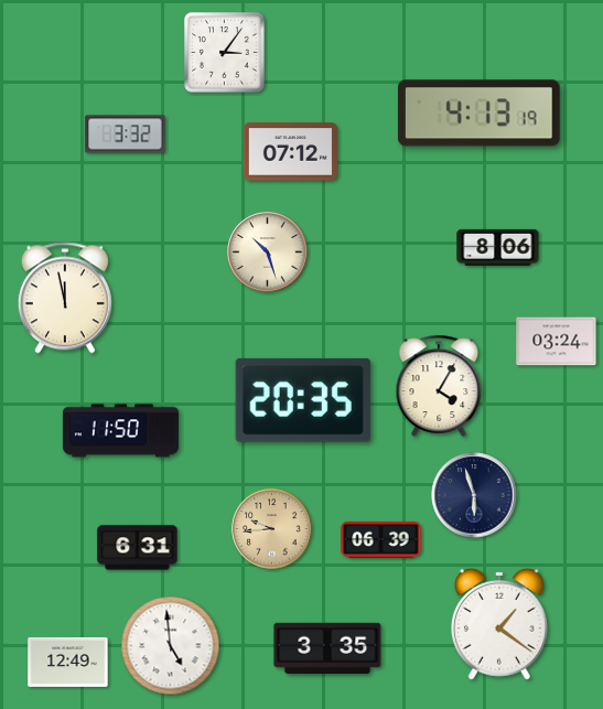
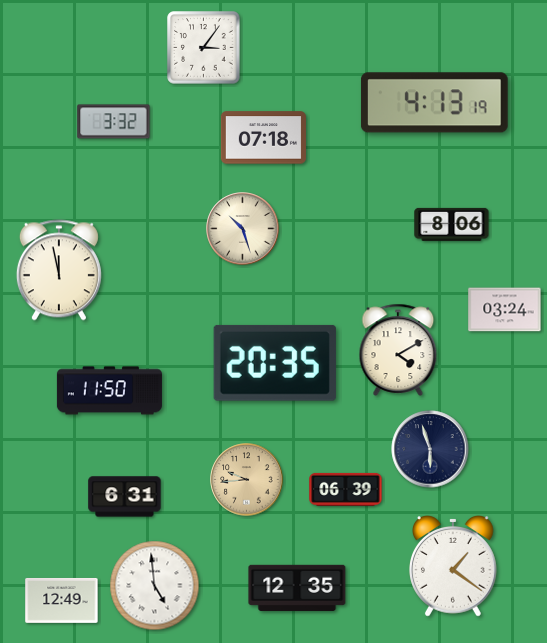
clock at (290, 152): 07:12 -> 07:18
clock at (439, 386): 4:05 -> 4:10
clock at (327, 648): 3:35 -> 12:35
